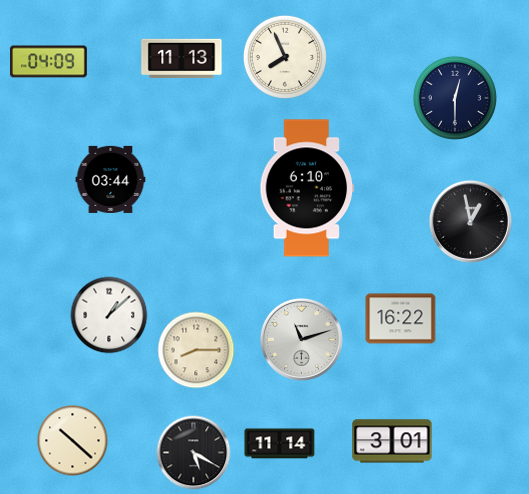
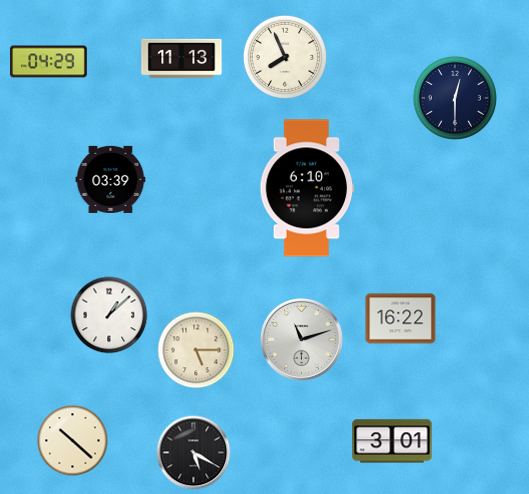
clock at (49, 62): 04:09 -> 04:29
clock at (111, 179): 03:44 -> 03:39
clock at (470, 221): 12:58 -> none
clock at (196, 350): 8:15 -> 5:15
clock at (280, 444): 11:14 -> none
